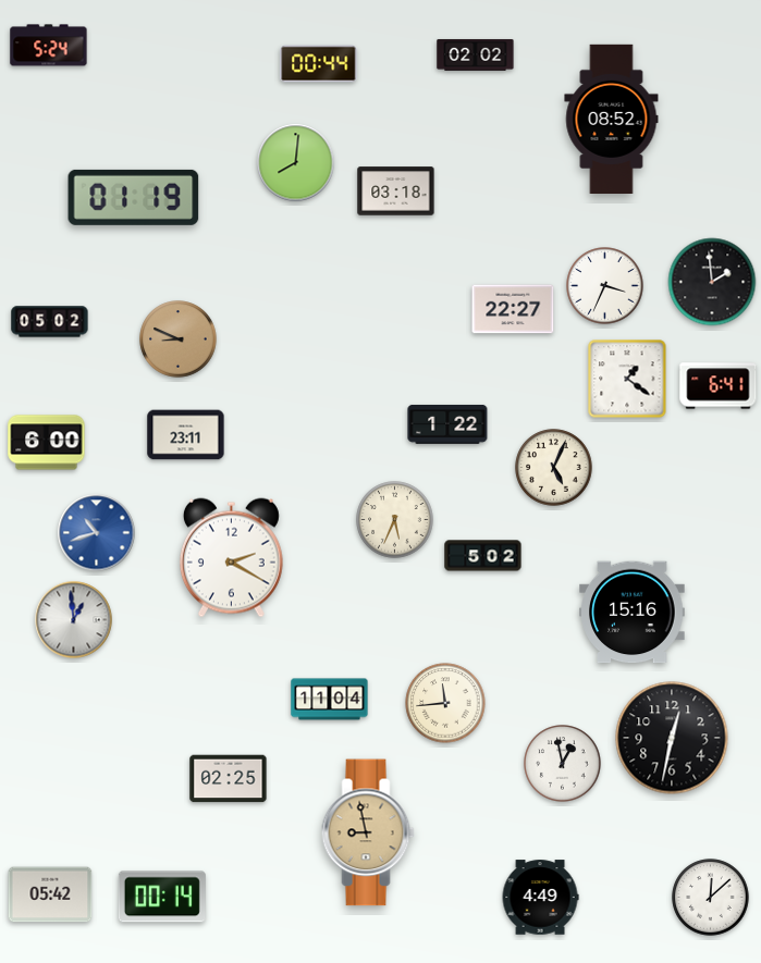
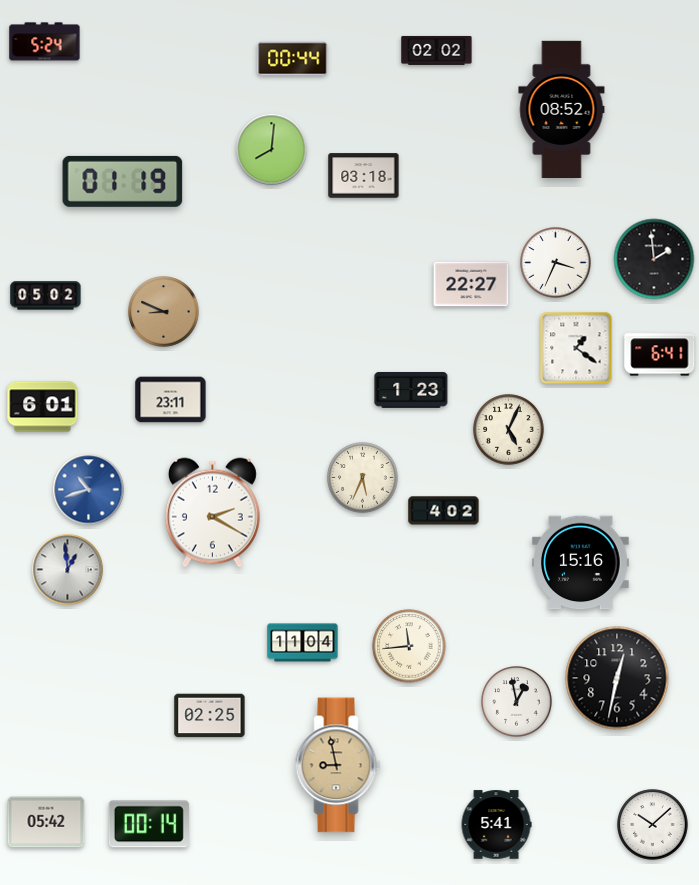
clock at (447, 424): 1:22 -> 1:23
clock at (47, 443): 6:00 -> 6:01
clock at (483, 556): 5:02 -> 4:02
clock at (540, 898): 4:49 -> 5:41
clock at (711, 898): 12:08 -> 10:08
